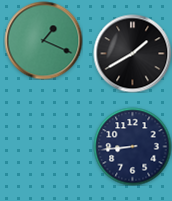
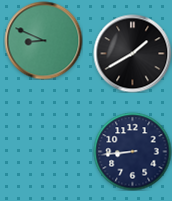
clock at (43, 40): 1:19 -> 8:49
clock at (132, 146) position: (132, 146) -> (132, 151)
